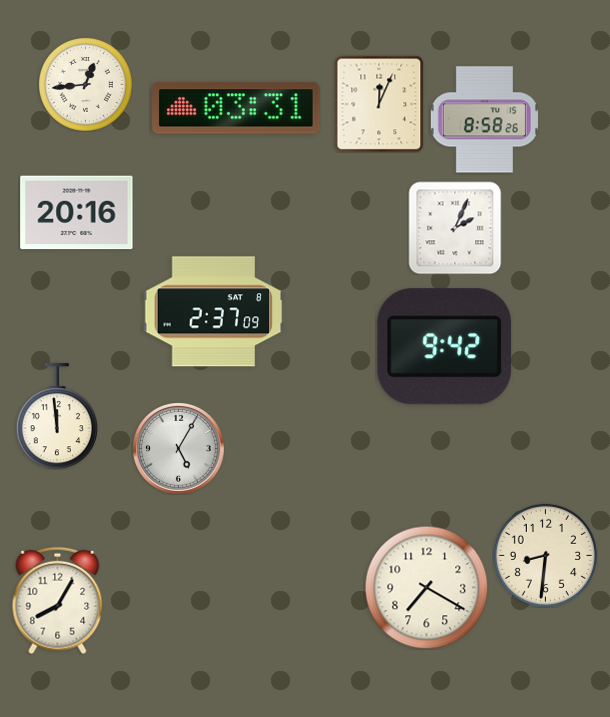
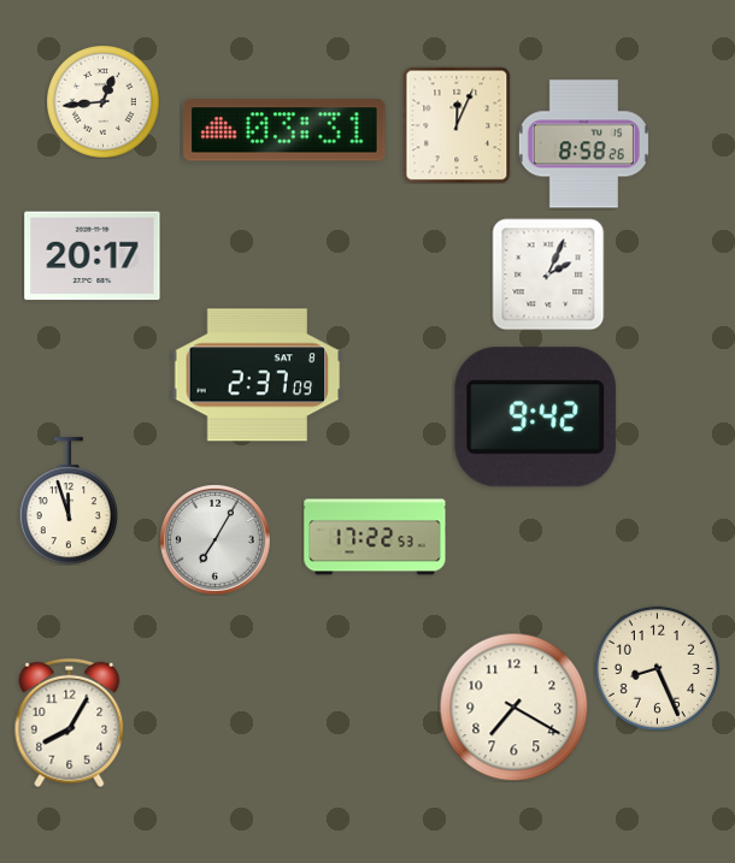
clock at (77, 213): 20:16 -> 20:17
clock at (57, 416): 11:59 -> 11:57
clock at (375, 537): none -> 17:22
clock at (179, 449): 5:05 -> 7:05
clock at (545, 555): 8:31 -> 8:26
